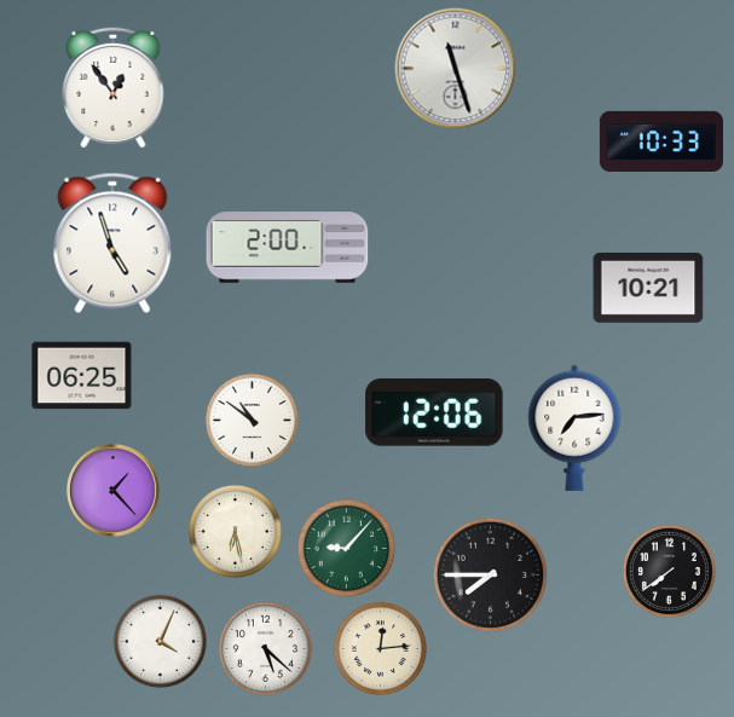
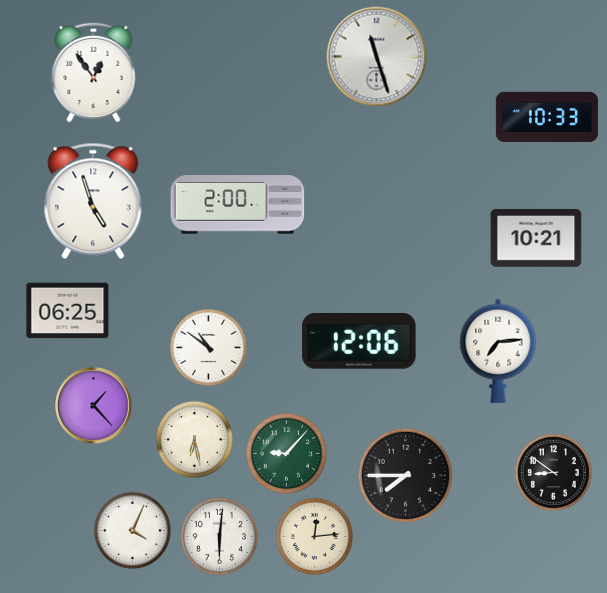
clock at (574, 428) position: (574, 428) -> (498, 351)
clock at (669, 571): 7:39 -> 8:51
clock at (265, 648): 5:22 -> 6:01
